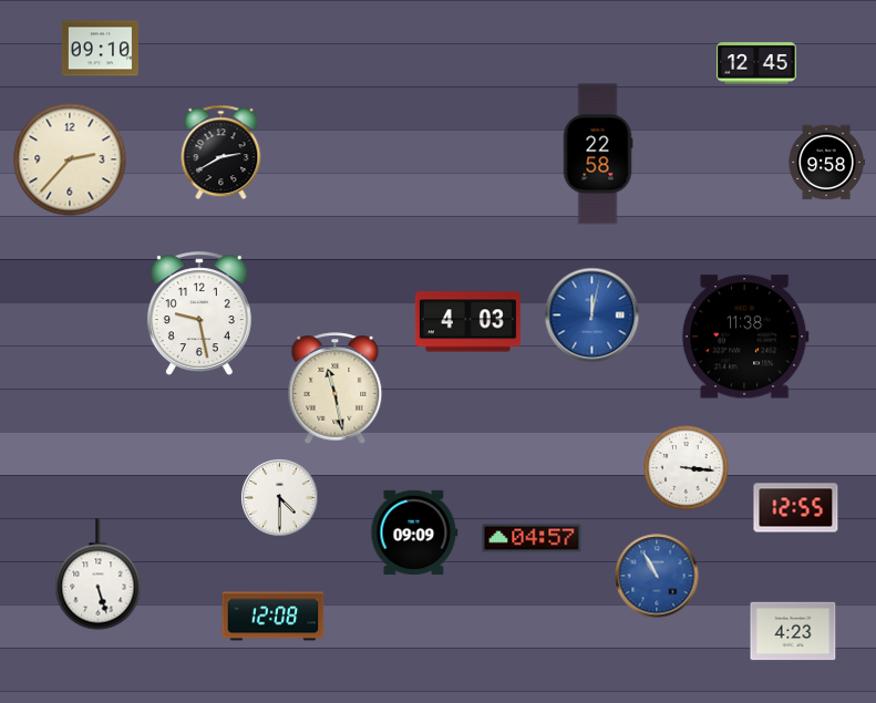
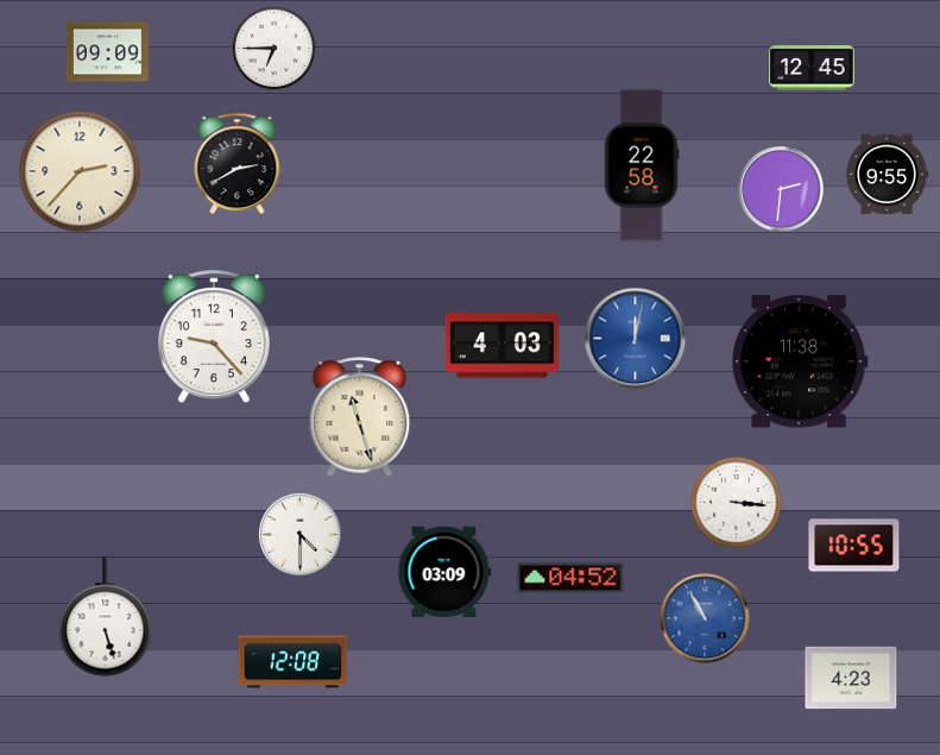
clock at (275, 49): none -> 6:45
clock at (100, 49): 09:10 -> 09:09
clock at (70, 159) position: (70, 159) -> (80, 171)
clock at (826, 163): 9:58 -> 9:55
clock at (781, 189): none -> 2:31
clock at (199, 313): 9:28 -> 9:23
clock at (336, 389): 11:28 -> 11:27
clock at (796, 508): 12:55 -> 10:55
clock at (414, 533): 09:09 -> 03:09
clock at (532, 538): 04:57 -> 04:52
